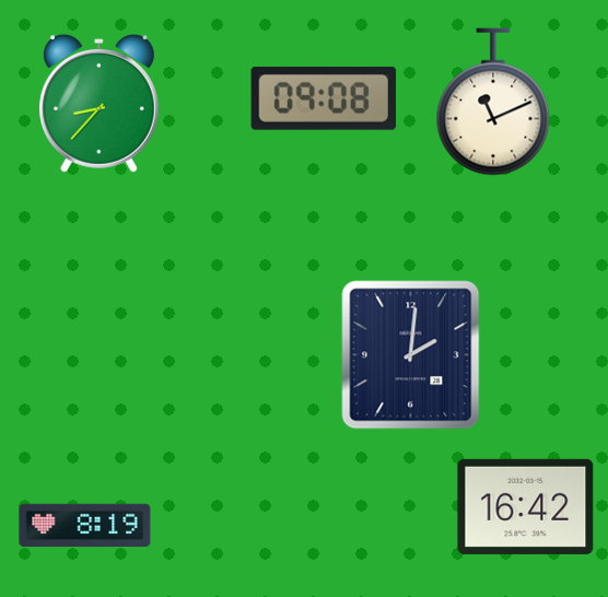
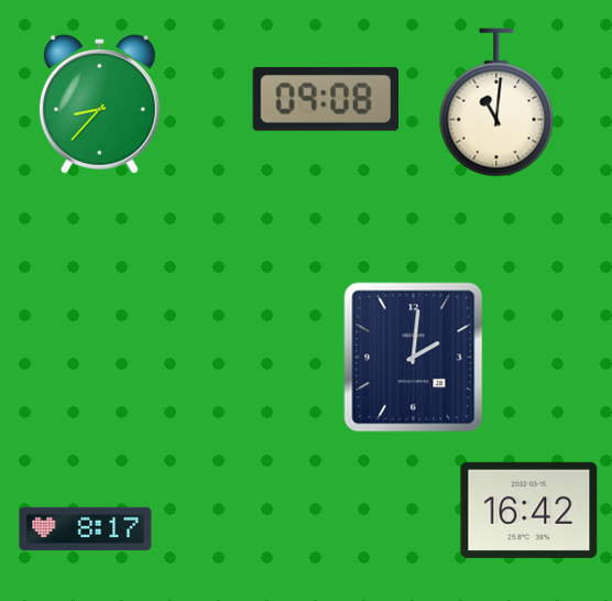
clock at (493, 102): 11:11 -> 11:01
clock at (85, 526): 8:19 -> 8:17
